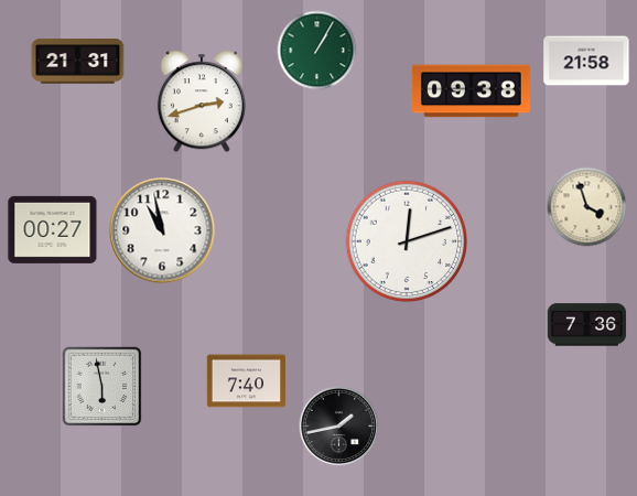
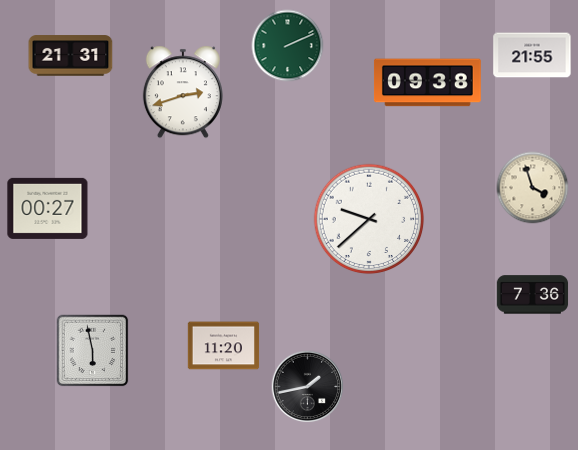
clock at (317, 51): 1:05 -> 2:11
clock at (586, 61): 21:58 -> 21:55
clock at (162, 230): 10:58 -> none
clock at (407, 241): 12:12 -> 9:38
clock at (247, 381): 7:40 -> 11:20
